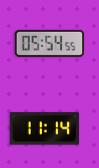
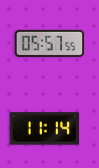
clock at (50, 43): 05:54 -> 05:57
